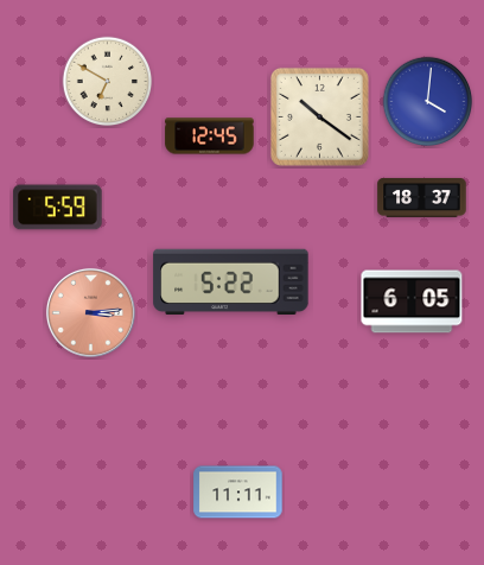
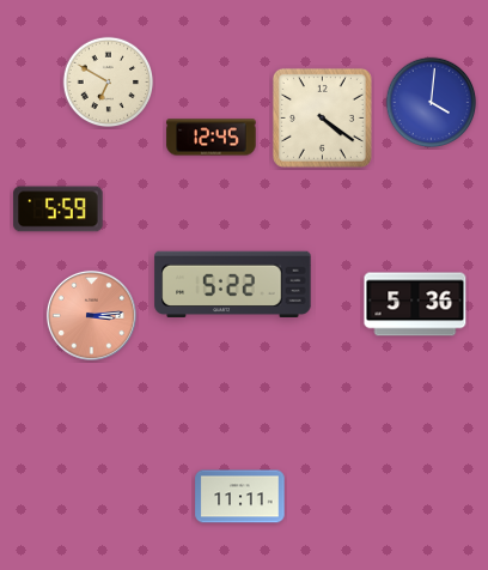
clock at (319, 116): 10:21 -> 4:21
clock at (422, 197): 18:37 -> none
clock at (412, 301): 6:05 -> 5:36
